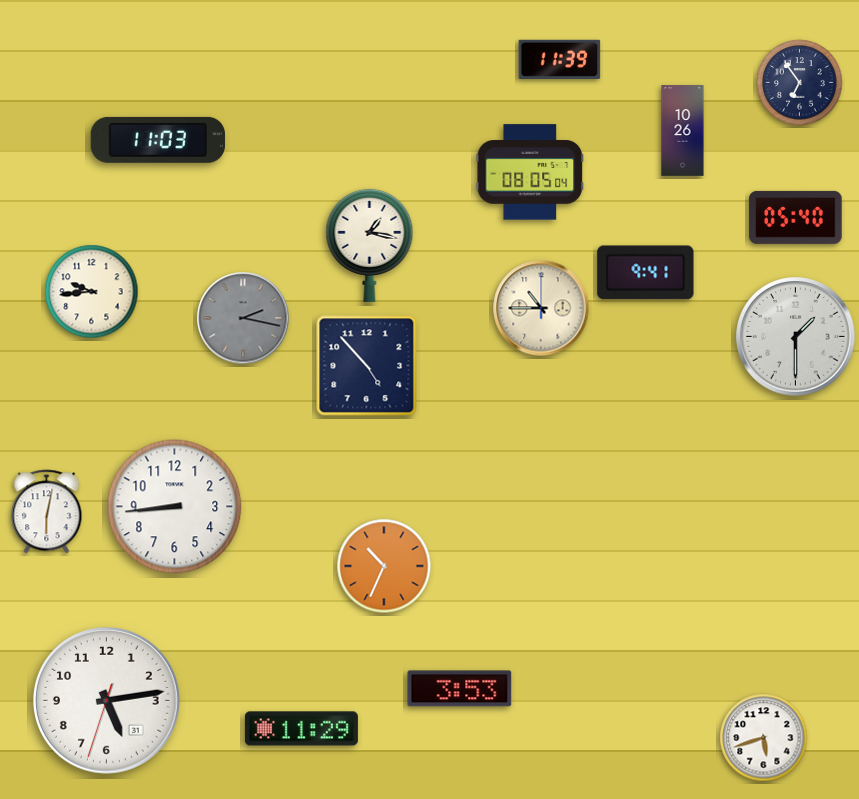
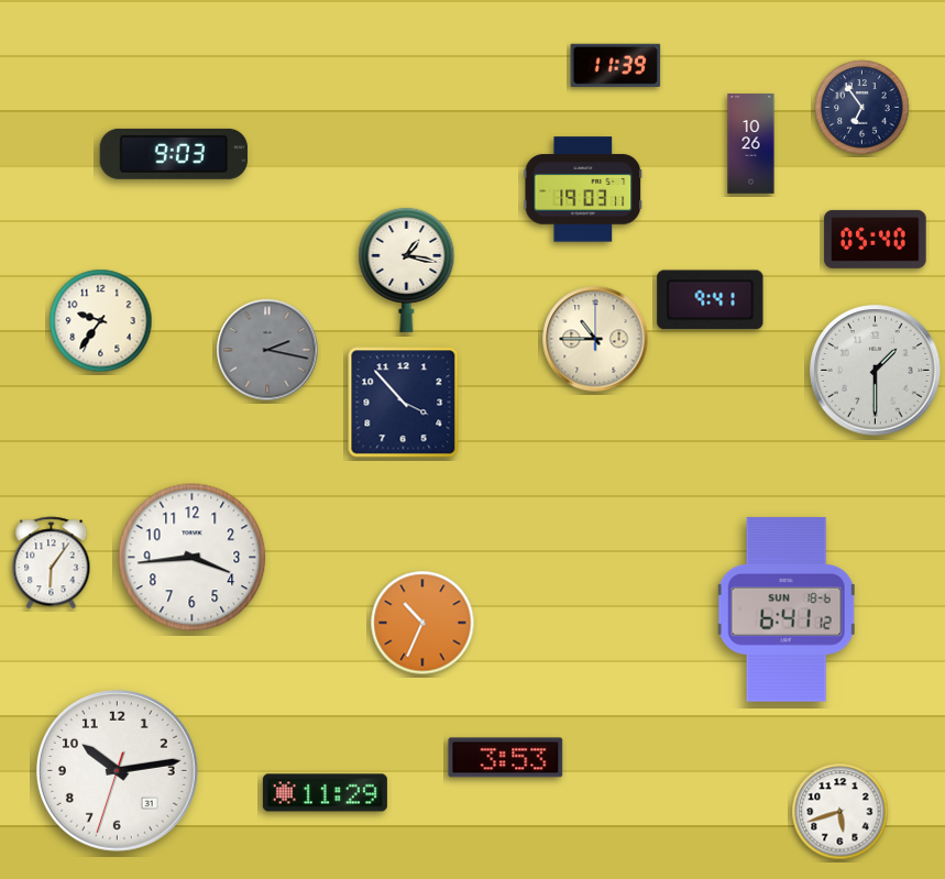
clock at (800, 83) position: (800, 83) -> (862, 108)
clock at (158, 140): 11:03 -> 9:03
clock at (530, 172): 08:05 -> 19:03
clock at (92, 292): 9:44 -> 9:36
clock at (367, 366): 4:53 -> 3:53
clock at (175, 507): 8:44 -> 3:44
clock at (47, 512): 6:02 -> 6:06
clock at (787, 609): none -> 6:41
clock at (106, 700): 5:13 -> 10:13
clock at (301, 729) position: (301, 729) -> (325, 793)
